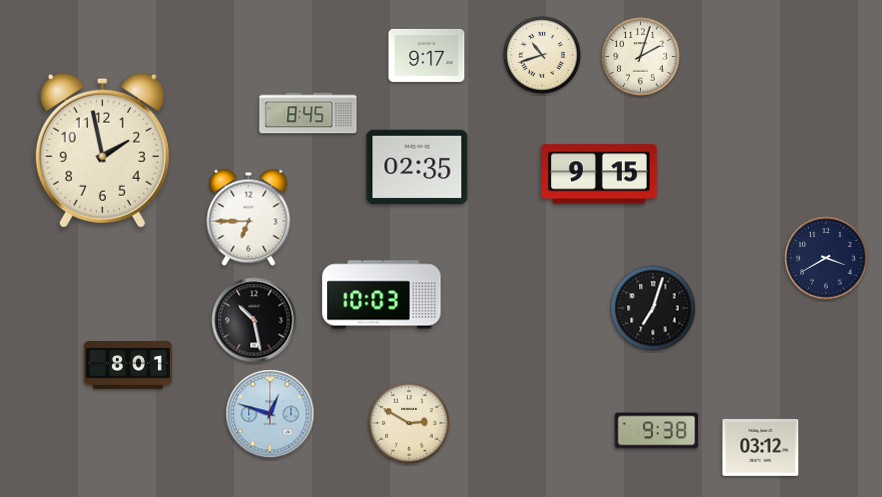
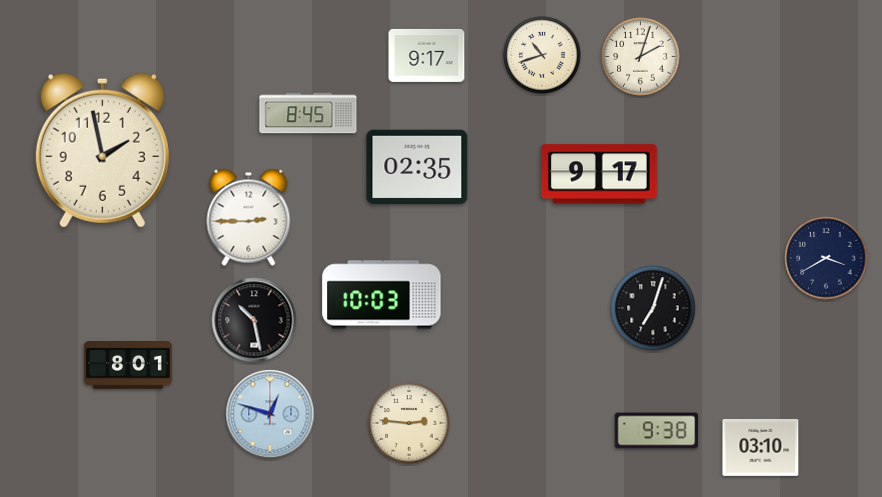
clock at (599, 174): 9:15 -> 9:17
clock at (249, 217): 6:45 -> 2:45
clock at (409, 423): 2:50 -> 2:46
clock at (761, 447): 03:12 -> 03:10
